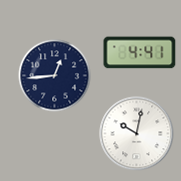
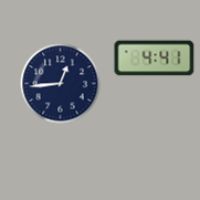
clock at (137, 134): 10:02 -> none
